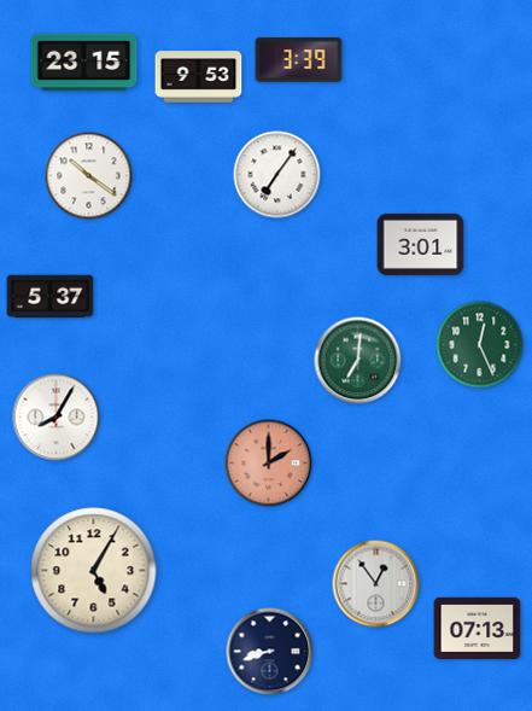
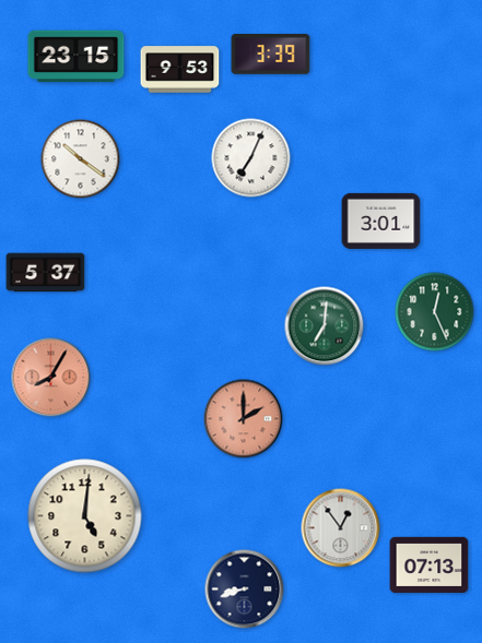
clock at (277, 175): 7:06 -> 7:04
clock at (51, 297) position: (51, 297) -> (46, 273)
clock at (57, 418) dial: white -> salmon
clock at (94, 571): 5:05 -> 5:01
clock at (478, 628) position: (478, 628) -> (430, 564)
